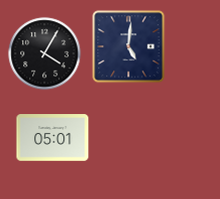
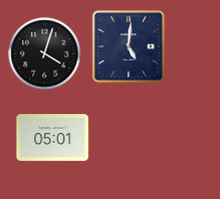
clock at (45, 54): 4:05 -> 4:03
